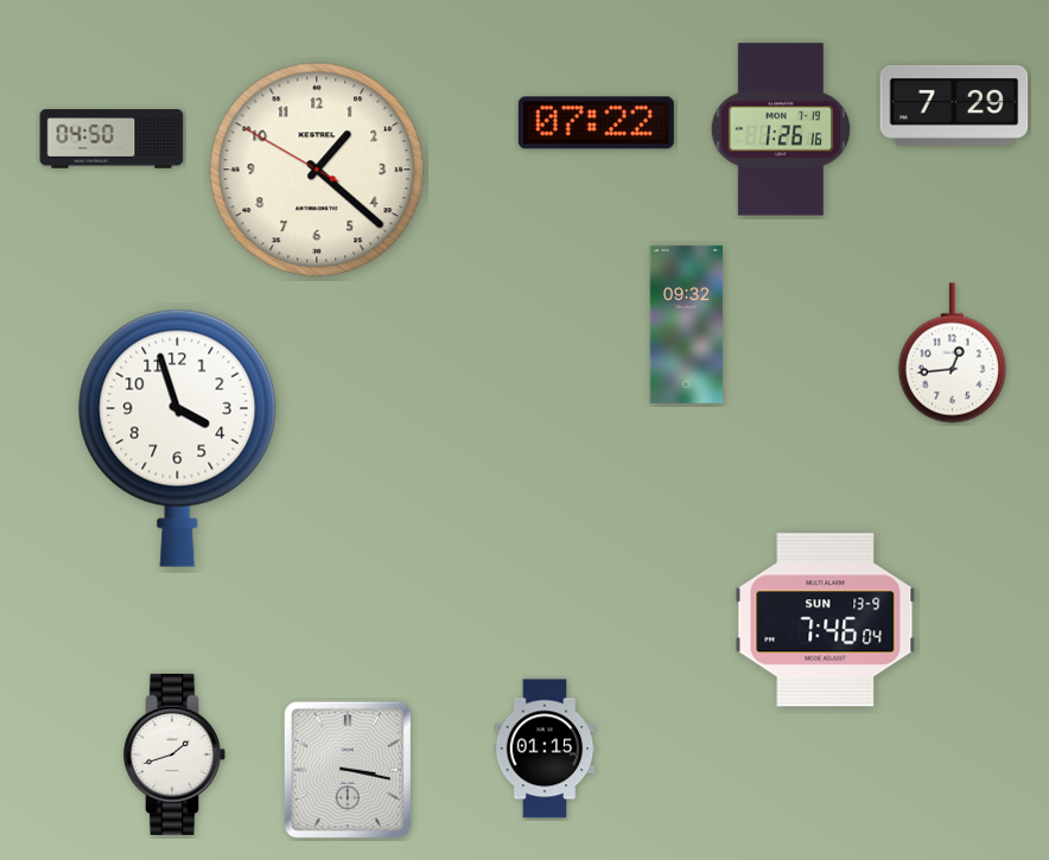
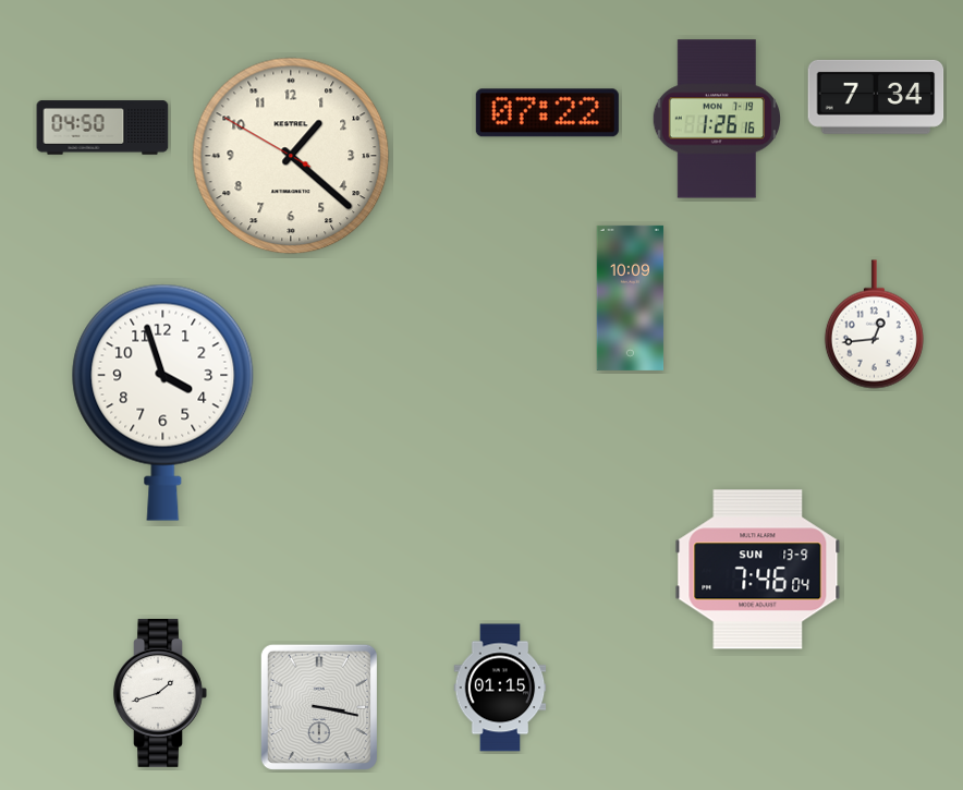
clock at (954, 106): 7:29 -> 7:34
clock at (687, 324): 09:32 -> 10:09
